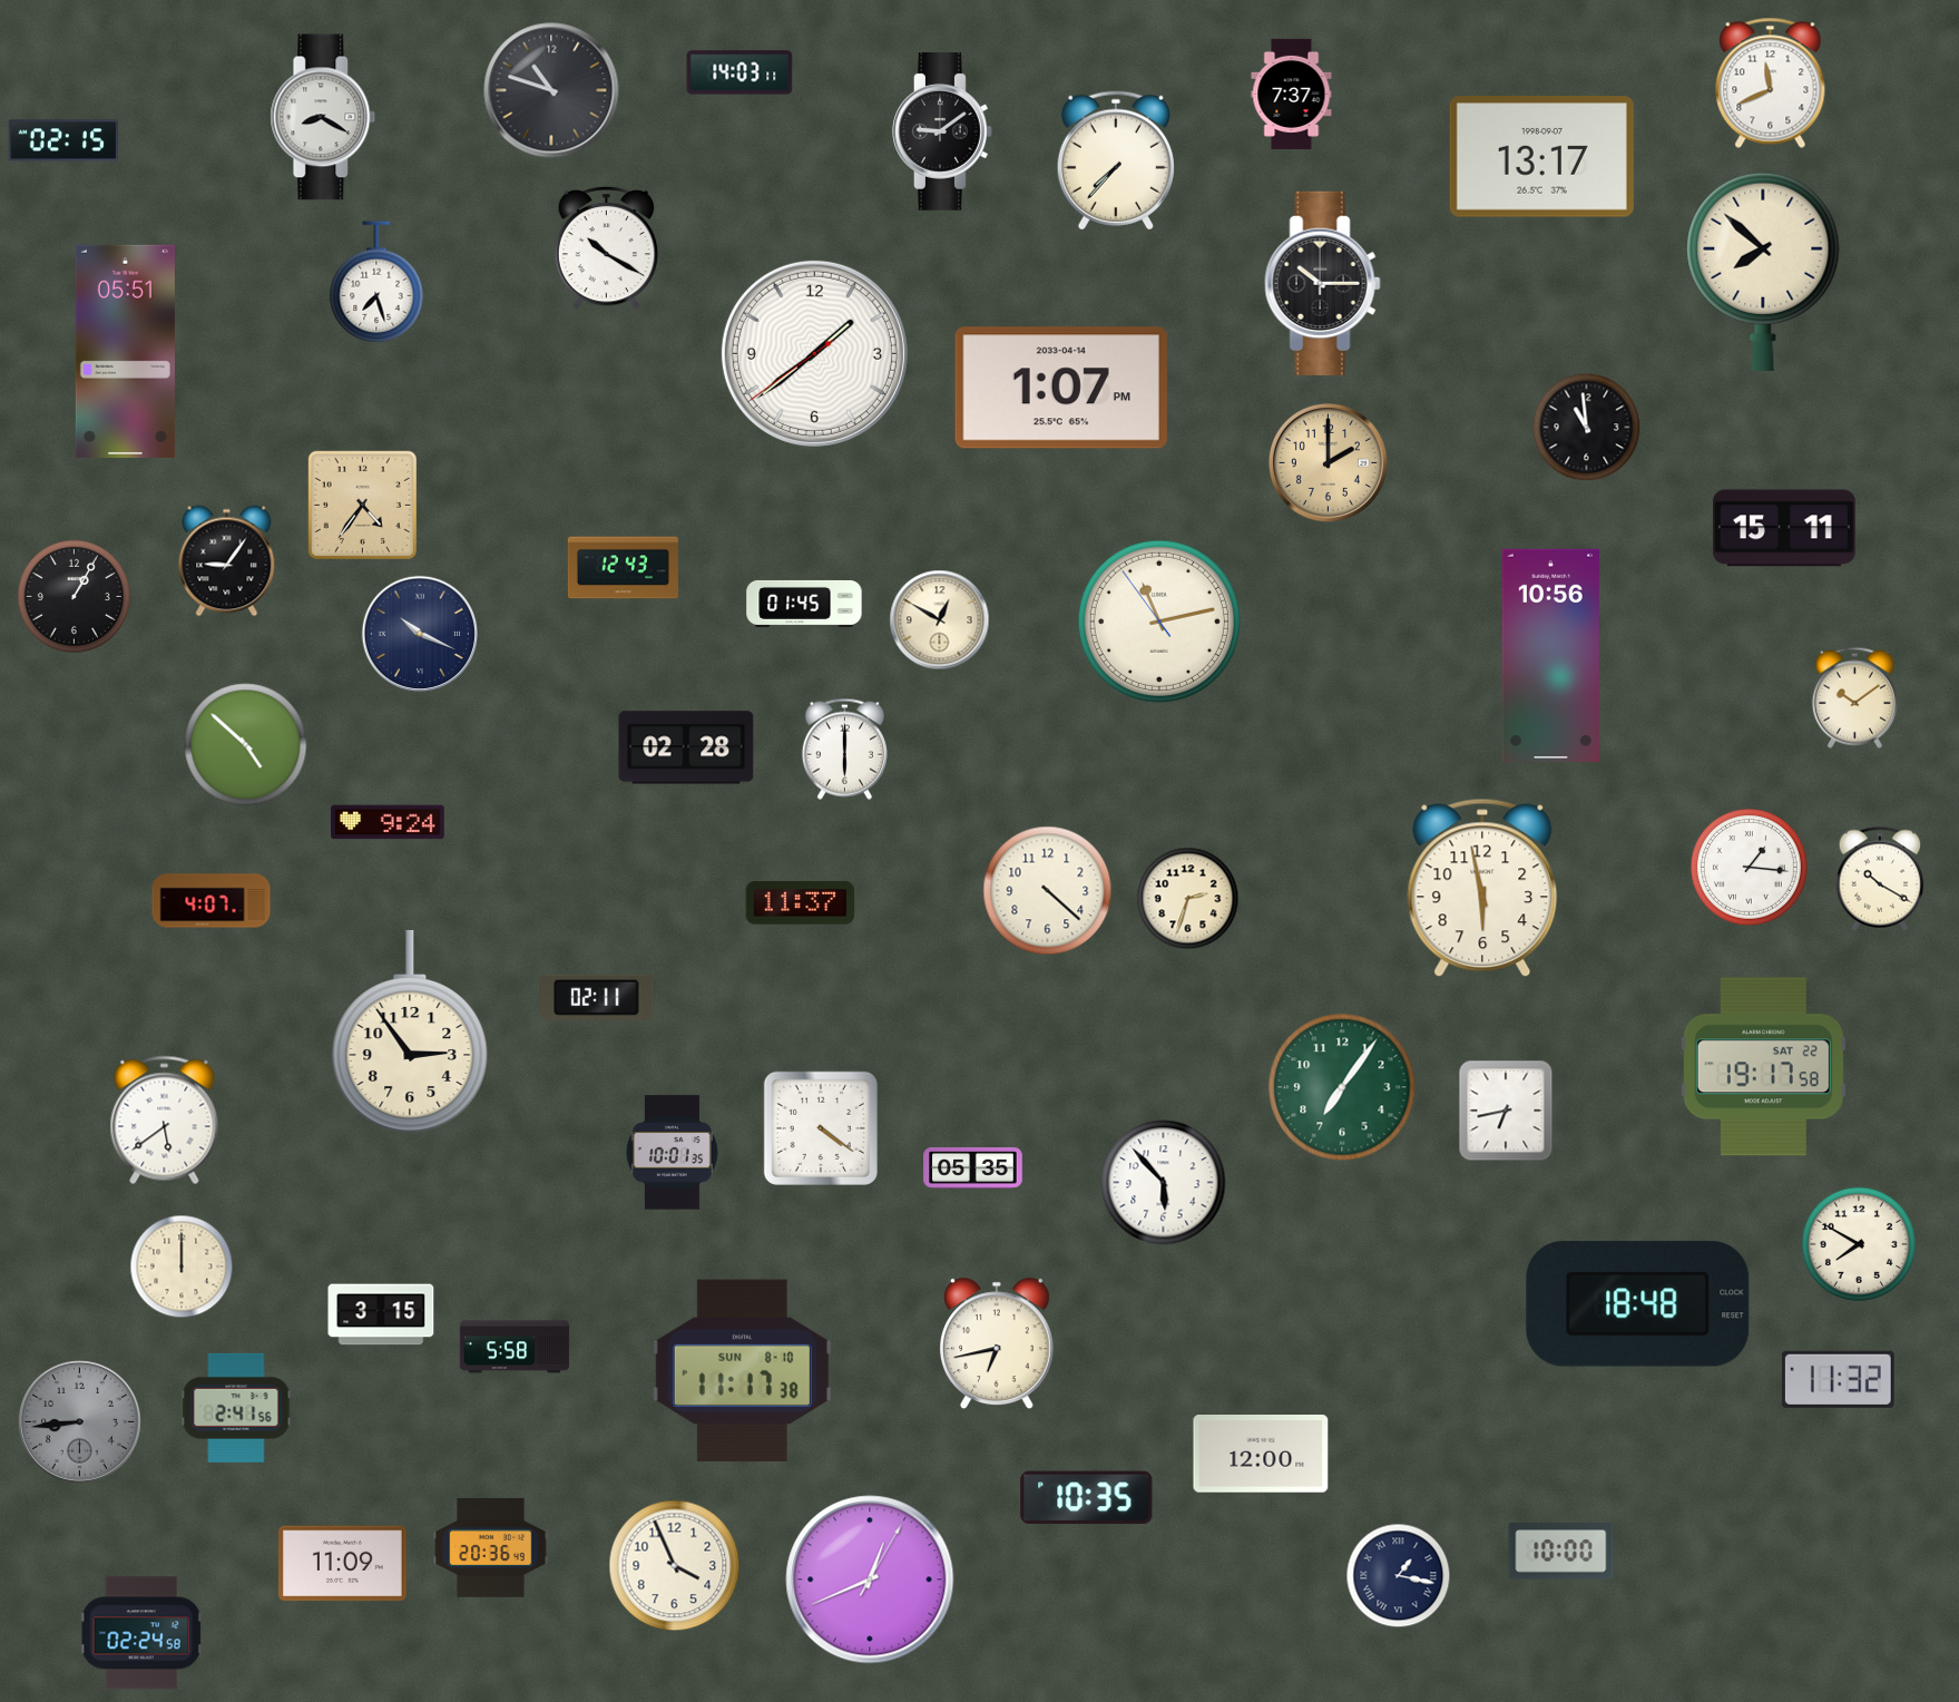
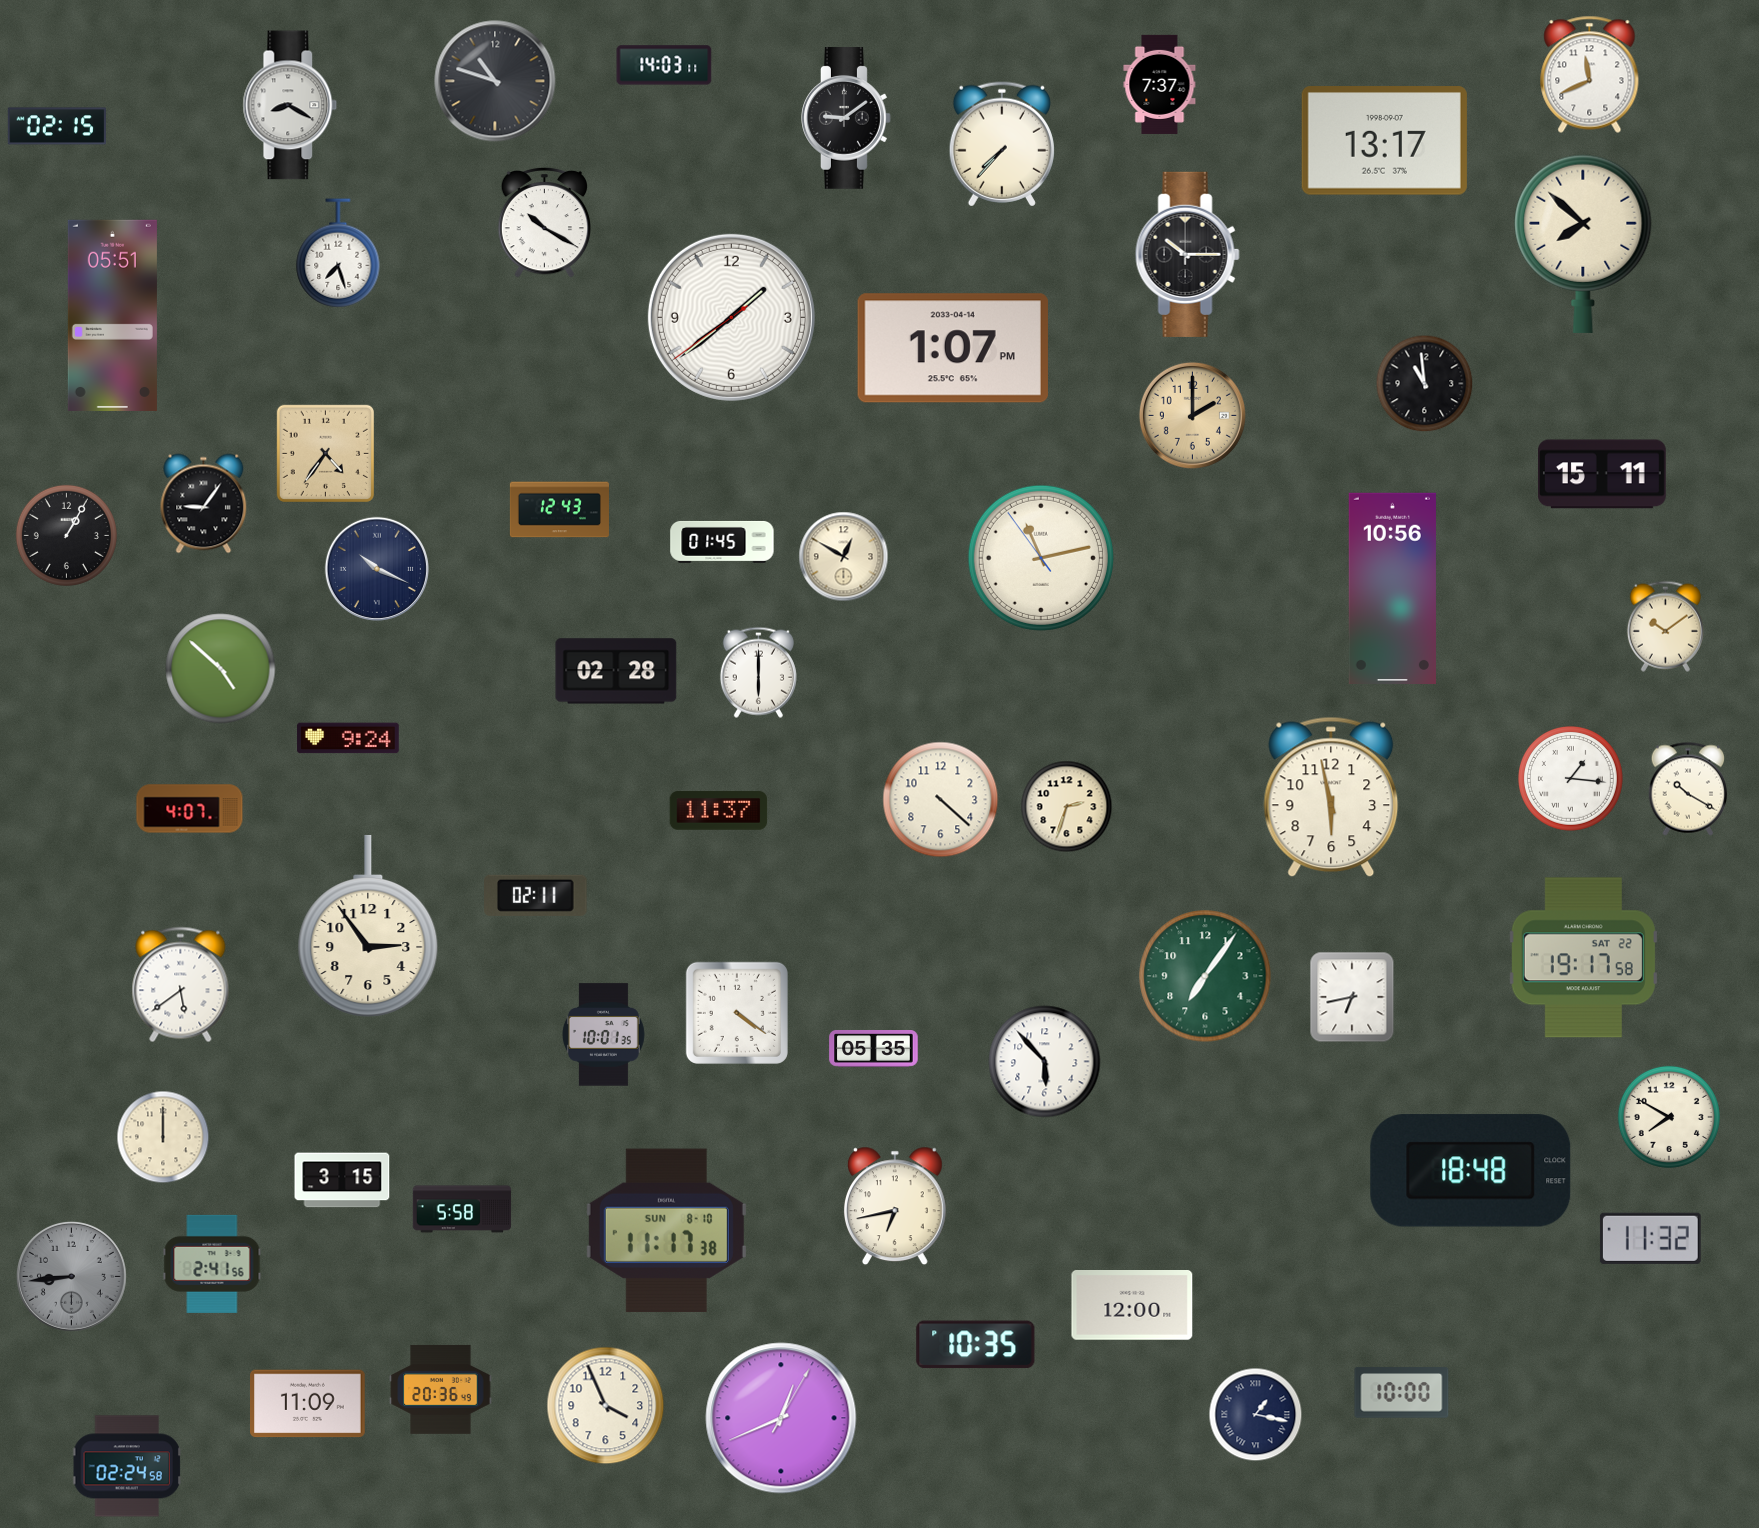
clock at (165, 1121) position: (165, 1121) -> (181, 985)
